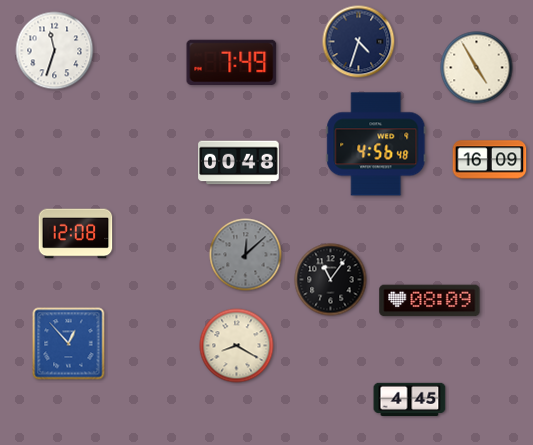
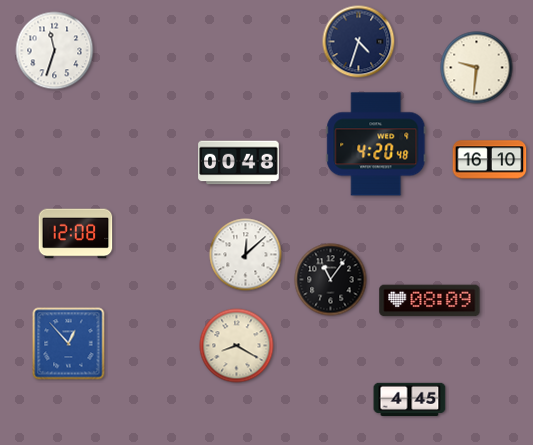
clock at (232, 62): 7:49 -> none
clock at (477, 68): 4:55 -> 9:31
clock at (376, 144): 4:56 -> 4:20
clock at (490, 160): 16:09 -> 16:10
clock at (246, 255) dial: grey -> white
